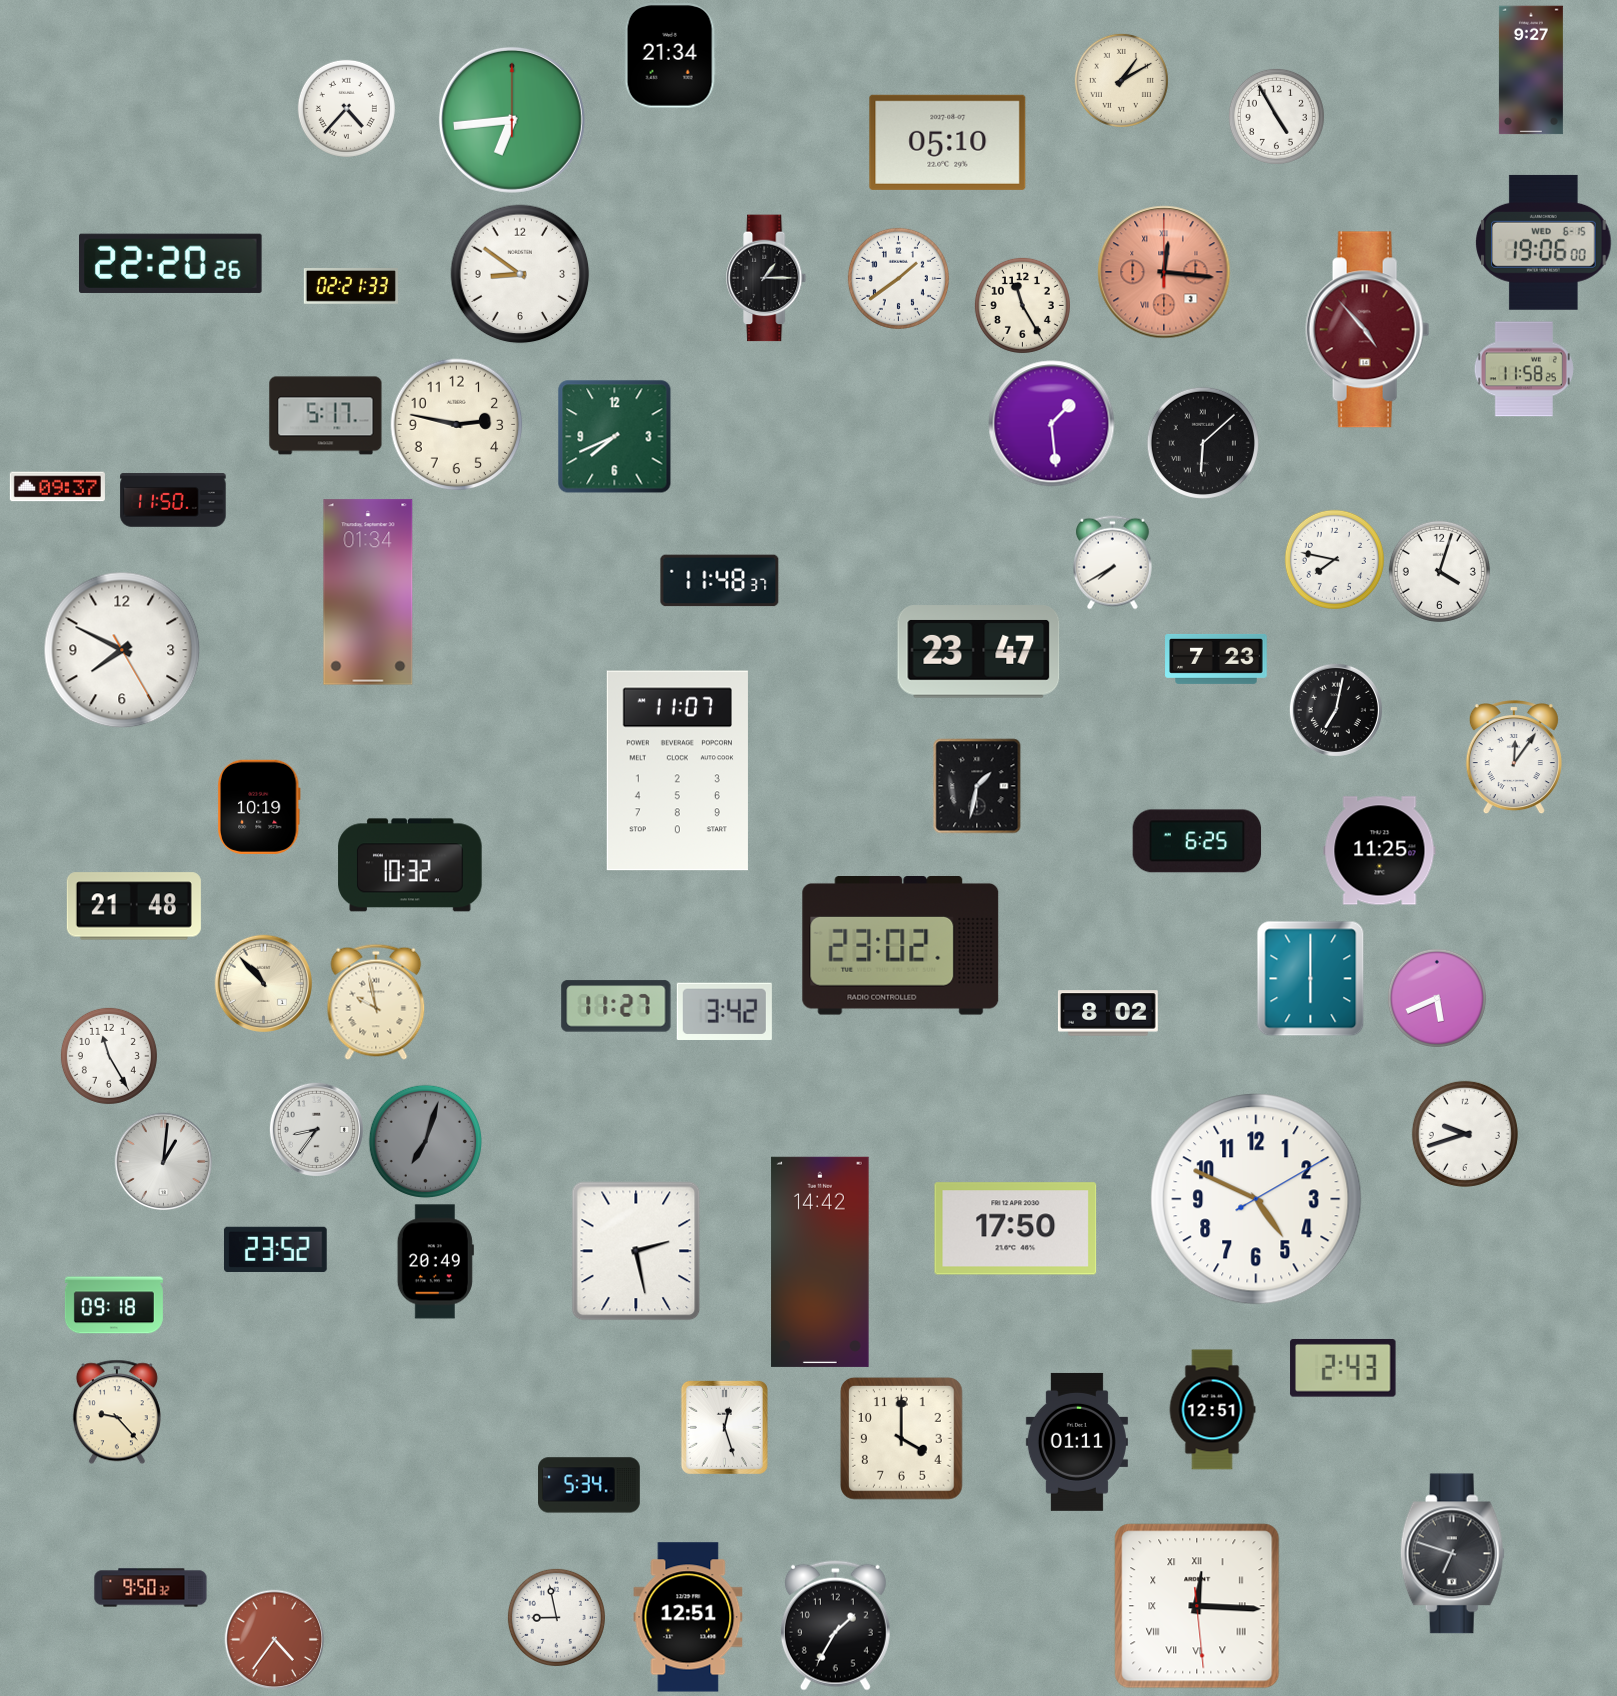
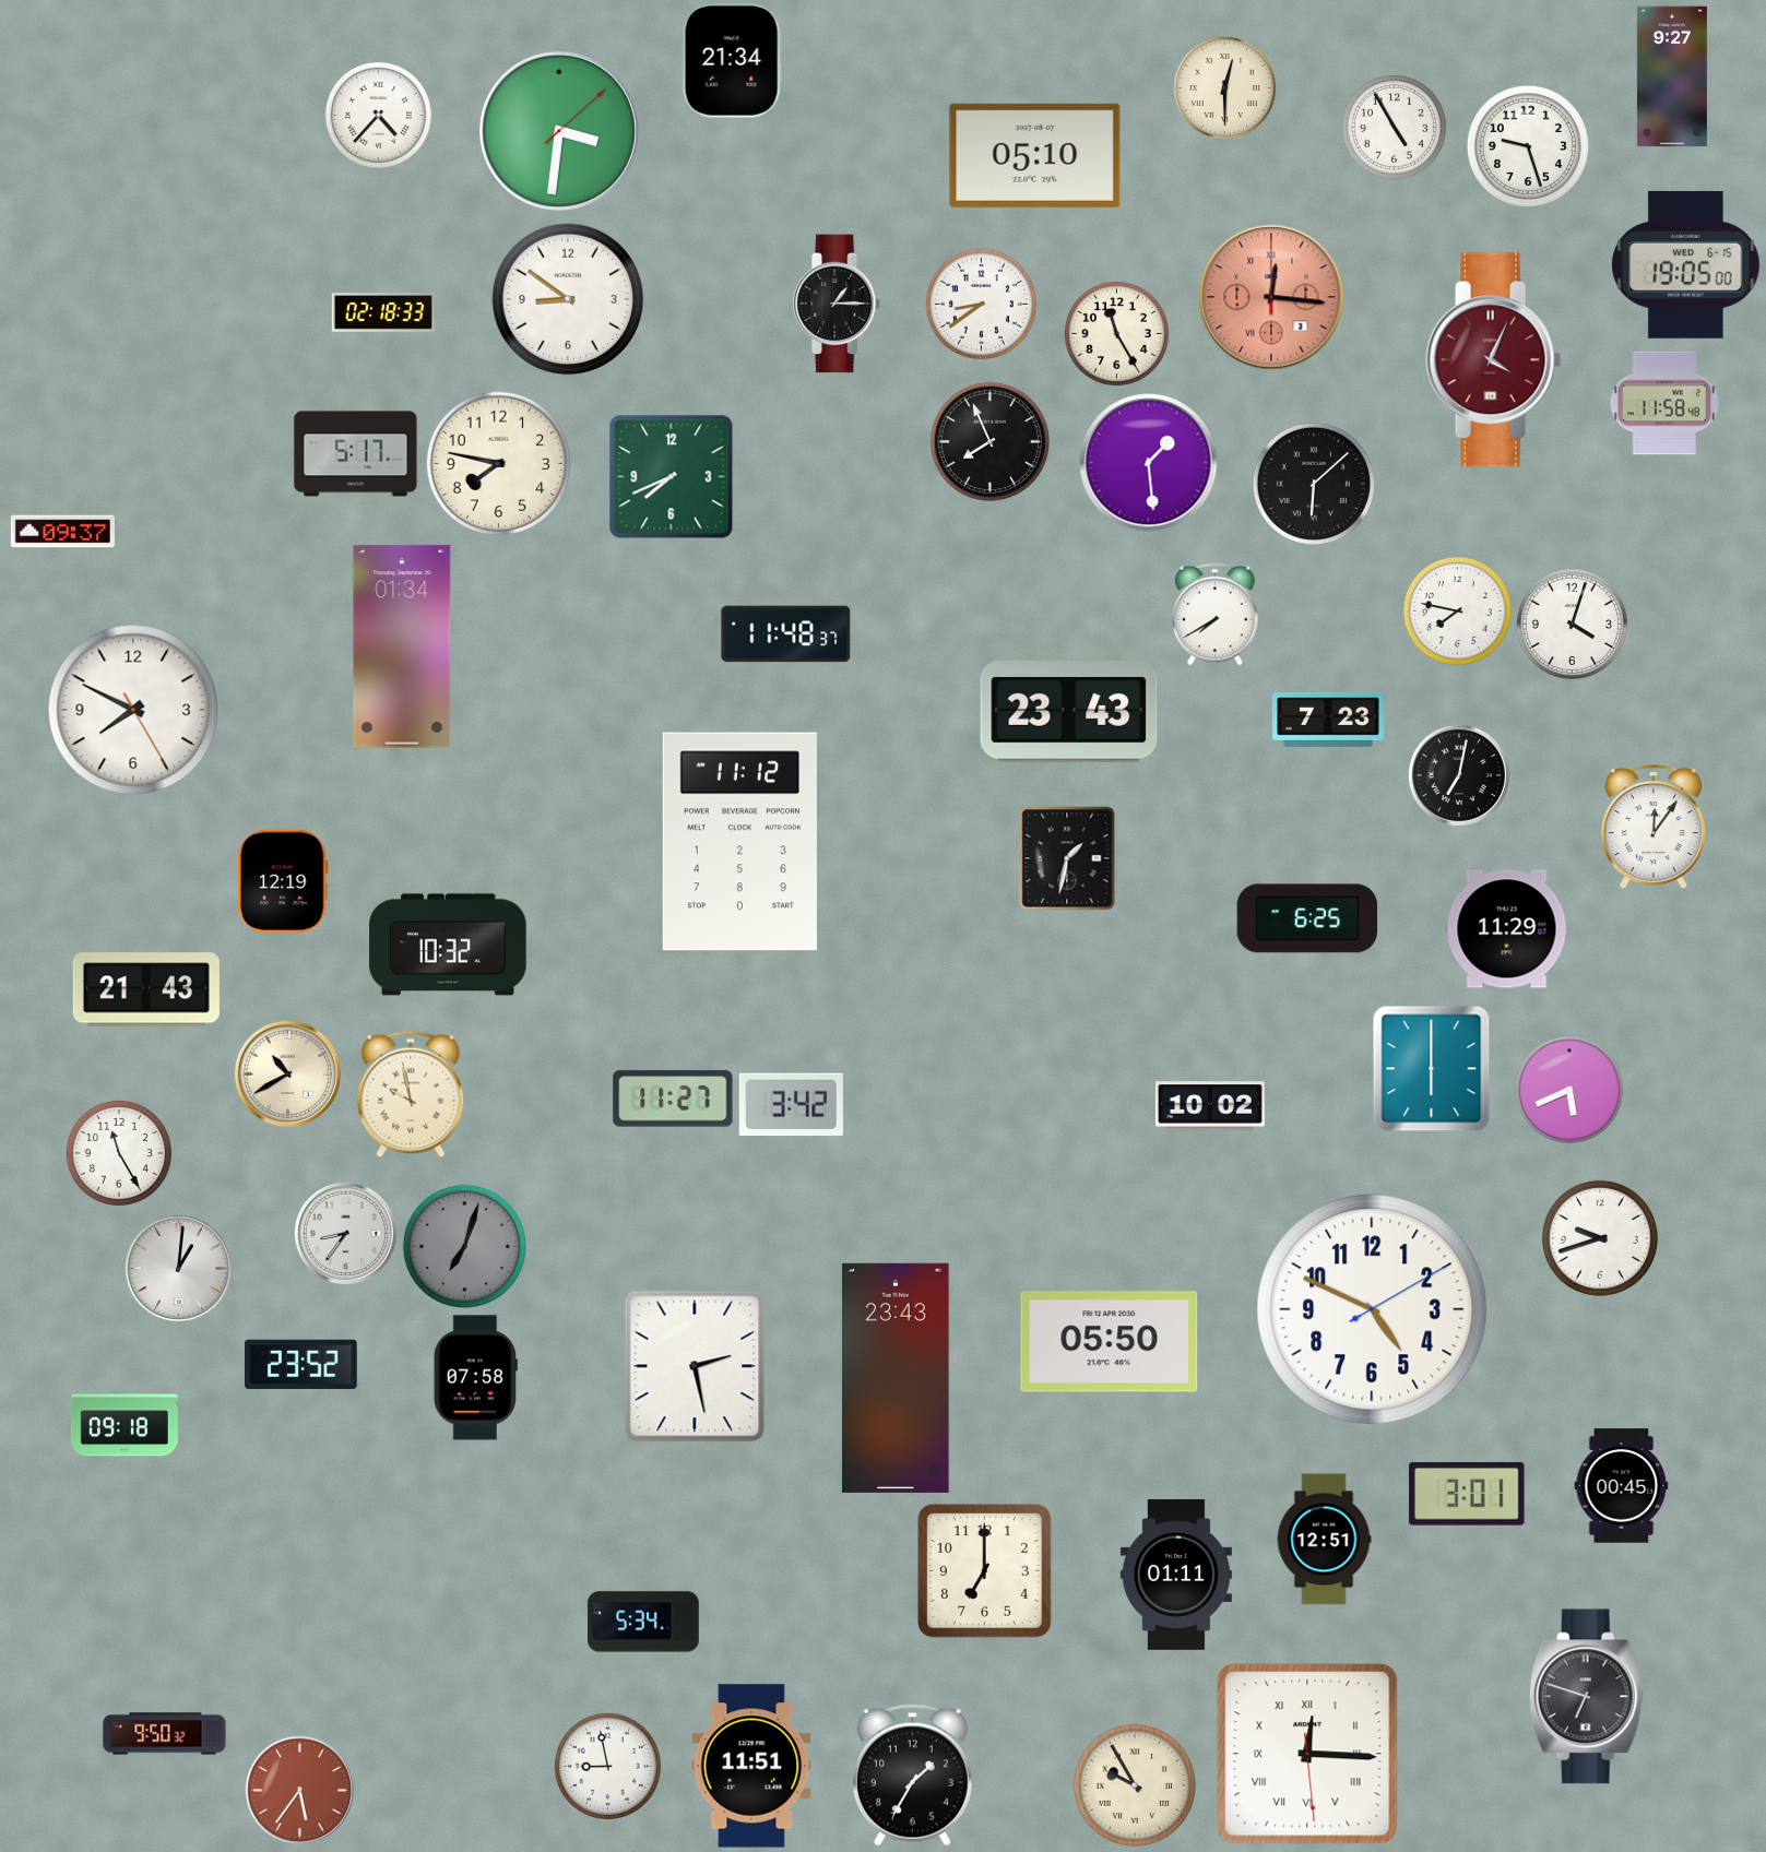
clock at (1121, 80): 1:10 -> 12:30
clock at (346, 108) position: (346, 108) -> (378, 115)
clock at (512, 120): 6:44 -> 3:31
clock at (1528, 146): none -> 9:27
clock at (1544, 242): 19:06 -> 19:05
clock at (171, 263): 22:20 -> none
clock at (898, 278): 1:39 -> 8:39
clock at (350, 287): 02:21 -> 02:18
clock at (1368, 330): 4:53 -> 4:04
clock at (1524, 369): 11:58:25 -> 11:58:48
clock at (989, 441): none -> 7:56
clock at (457, 425): 2:47 -> 7:47
clock at (173, 500): 11:50 -> none
clock at (979, 652): 23:47 -> 23:43
clock at (677, 771): 11:07 -> 11:12
clock at (259, 807): 10:19 -> 12:19
clock at (1380, 851): 11:25 -> 11:29
clock at (134, 906): 21:48 -> 21:43
clock at (901, 946): 23:02 -> none
clock at (263, 983): 10:53 -> 10:40
clock at (1108, 1013): 8:02 -> 10:02
clock at (1016, 1229): 17:50 -> 05:50
clock at (435, 1262): 20:49 -> 07:58
clock at (820, 1262): 14:42 -> 23:43
clock at (1622, 1486): none -> 00:45
clock at (1343, 1368): 2:43 -> 3:01
clock at (117, 1412): 9:23 -> none
clock at (724, 1427): 12:27 -> none
clock at (902, 1439): 4:00 -> 7:00
clock at (688, 1617): 12:51 -> 11:51
clock at (1135, 1785): none -> 9:55
clock at (275, 1640): 4:36 -> 5:36
